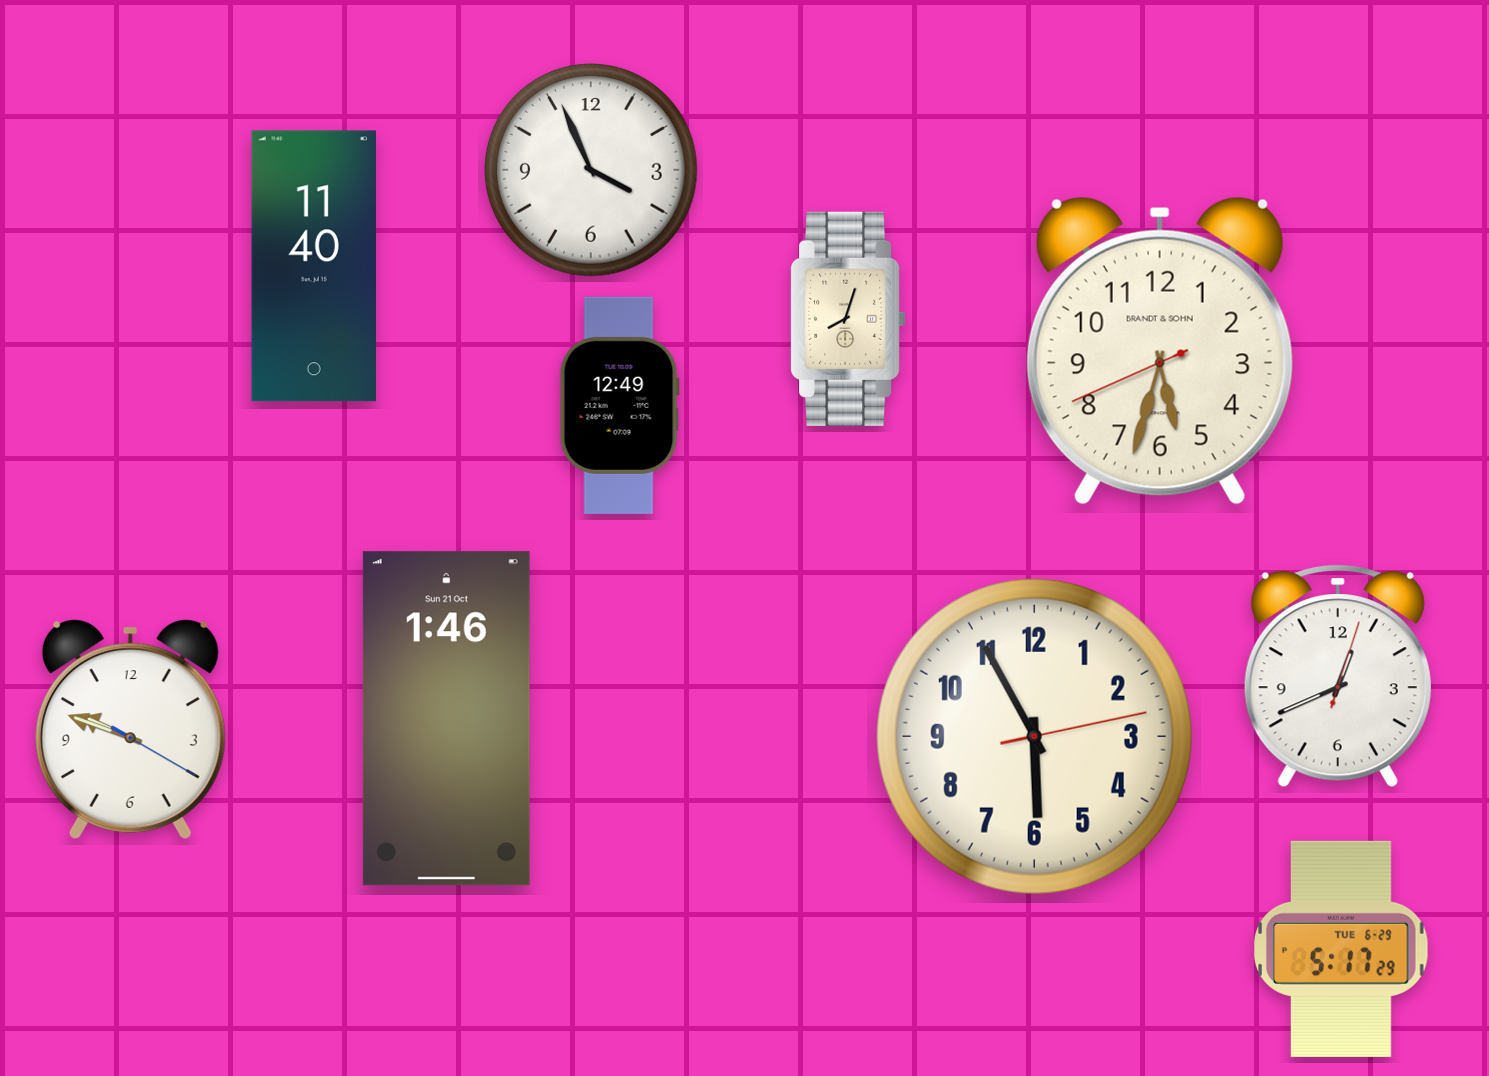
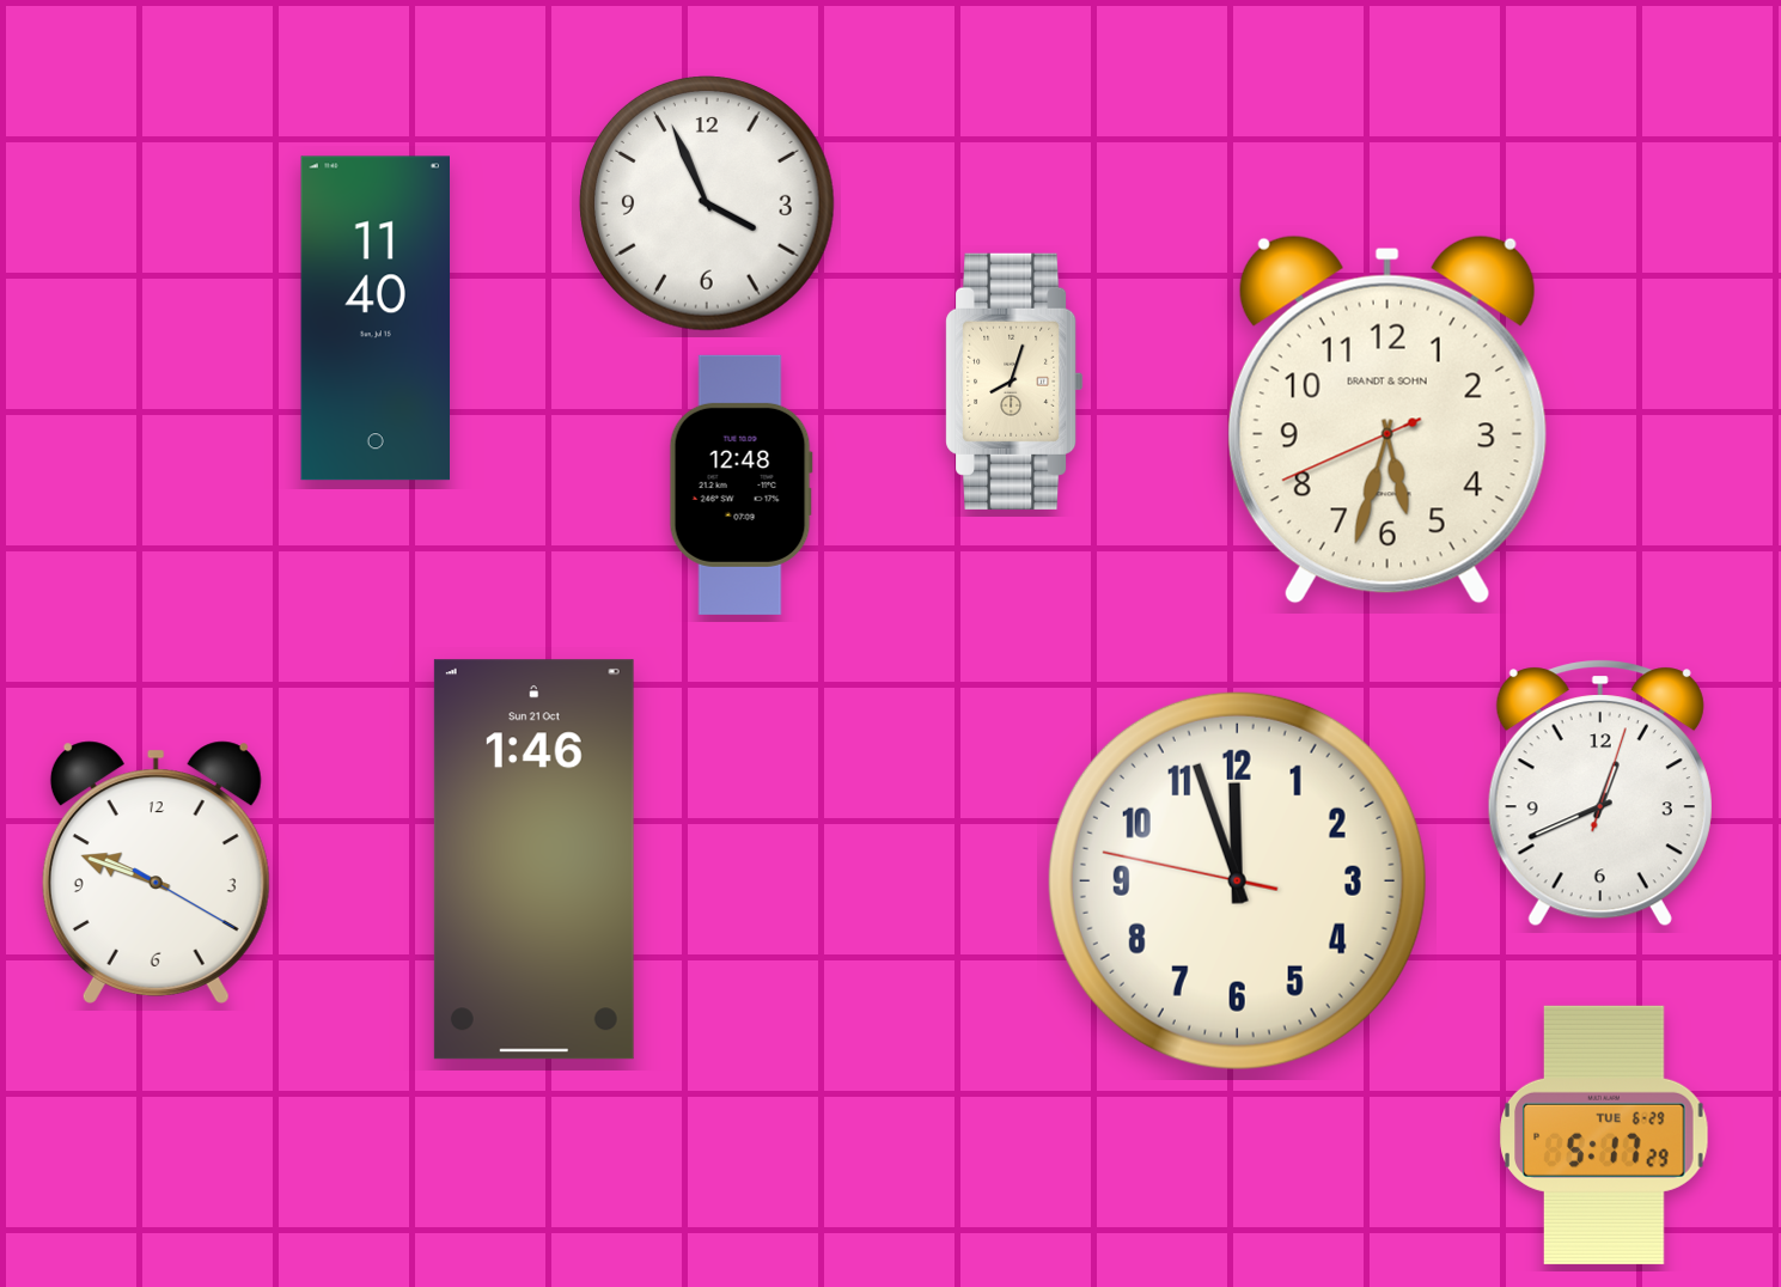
clock at (619, 405): 12:49 -> 12:48
clock at (1338, 676) position: (1338, 676) -> (1600, 793)
clock at (1034, 736): 5:55 -> 11:56
